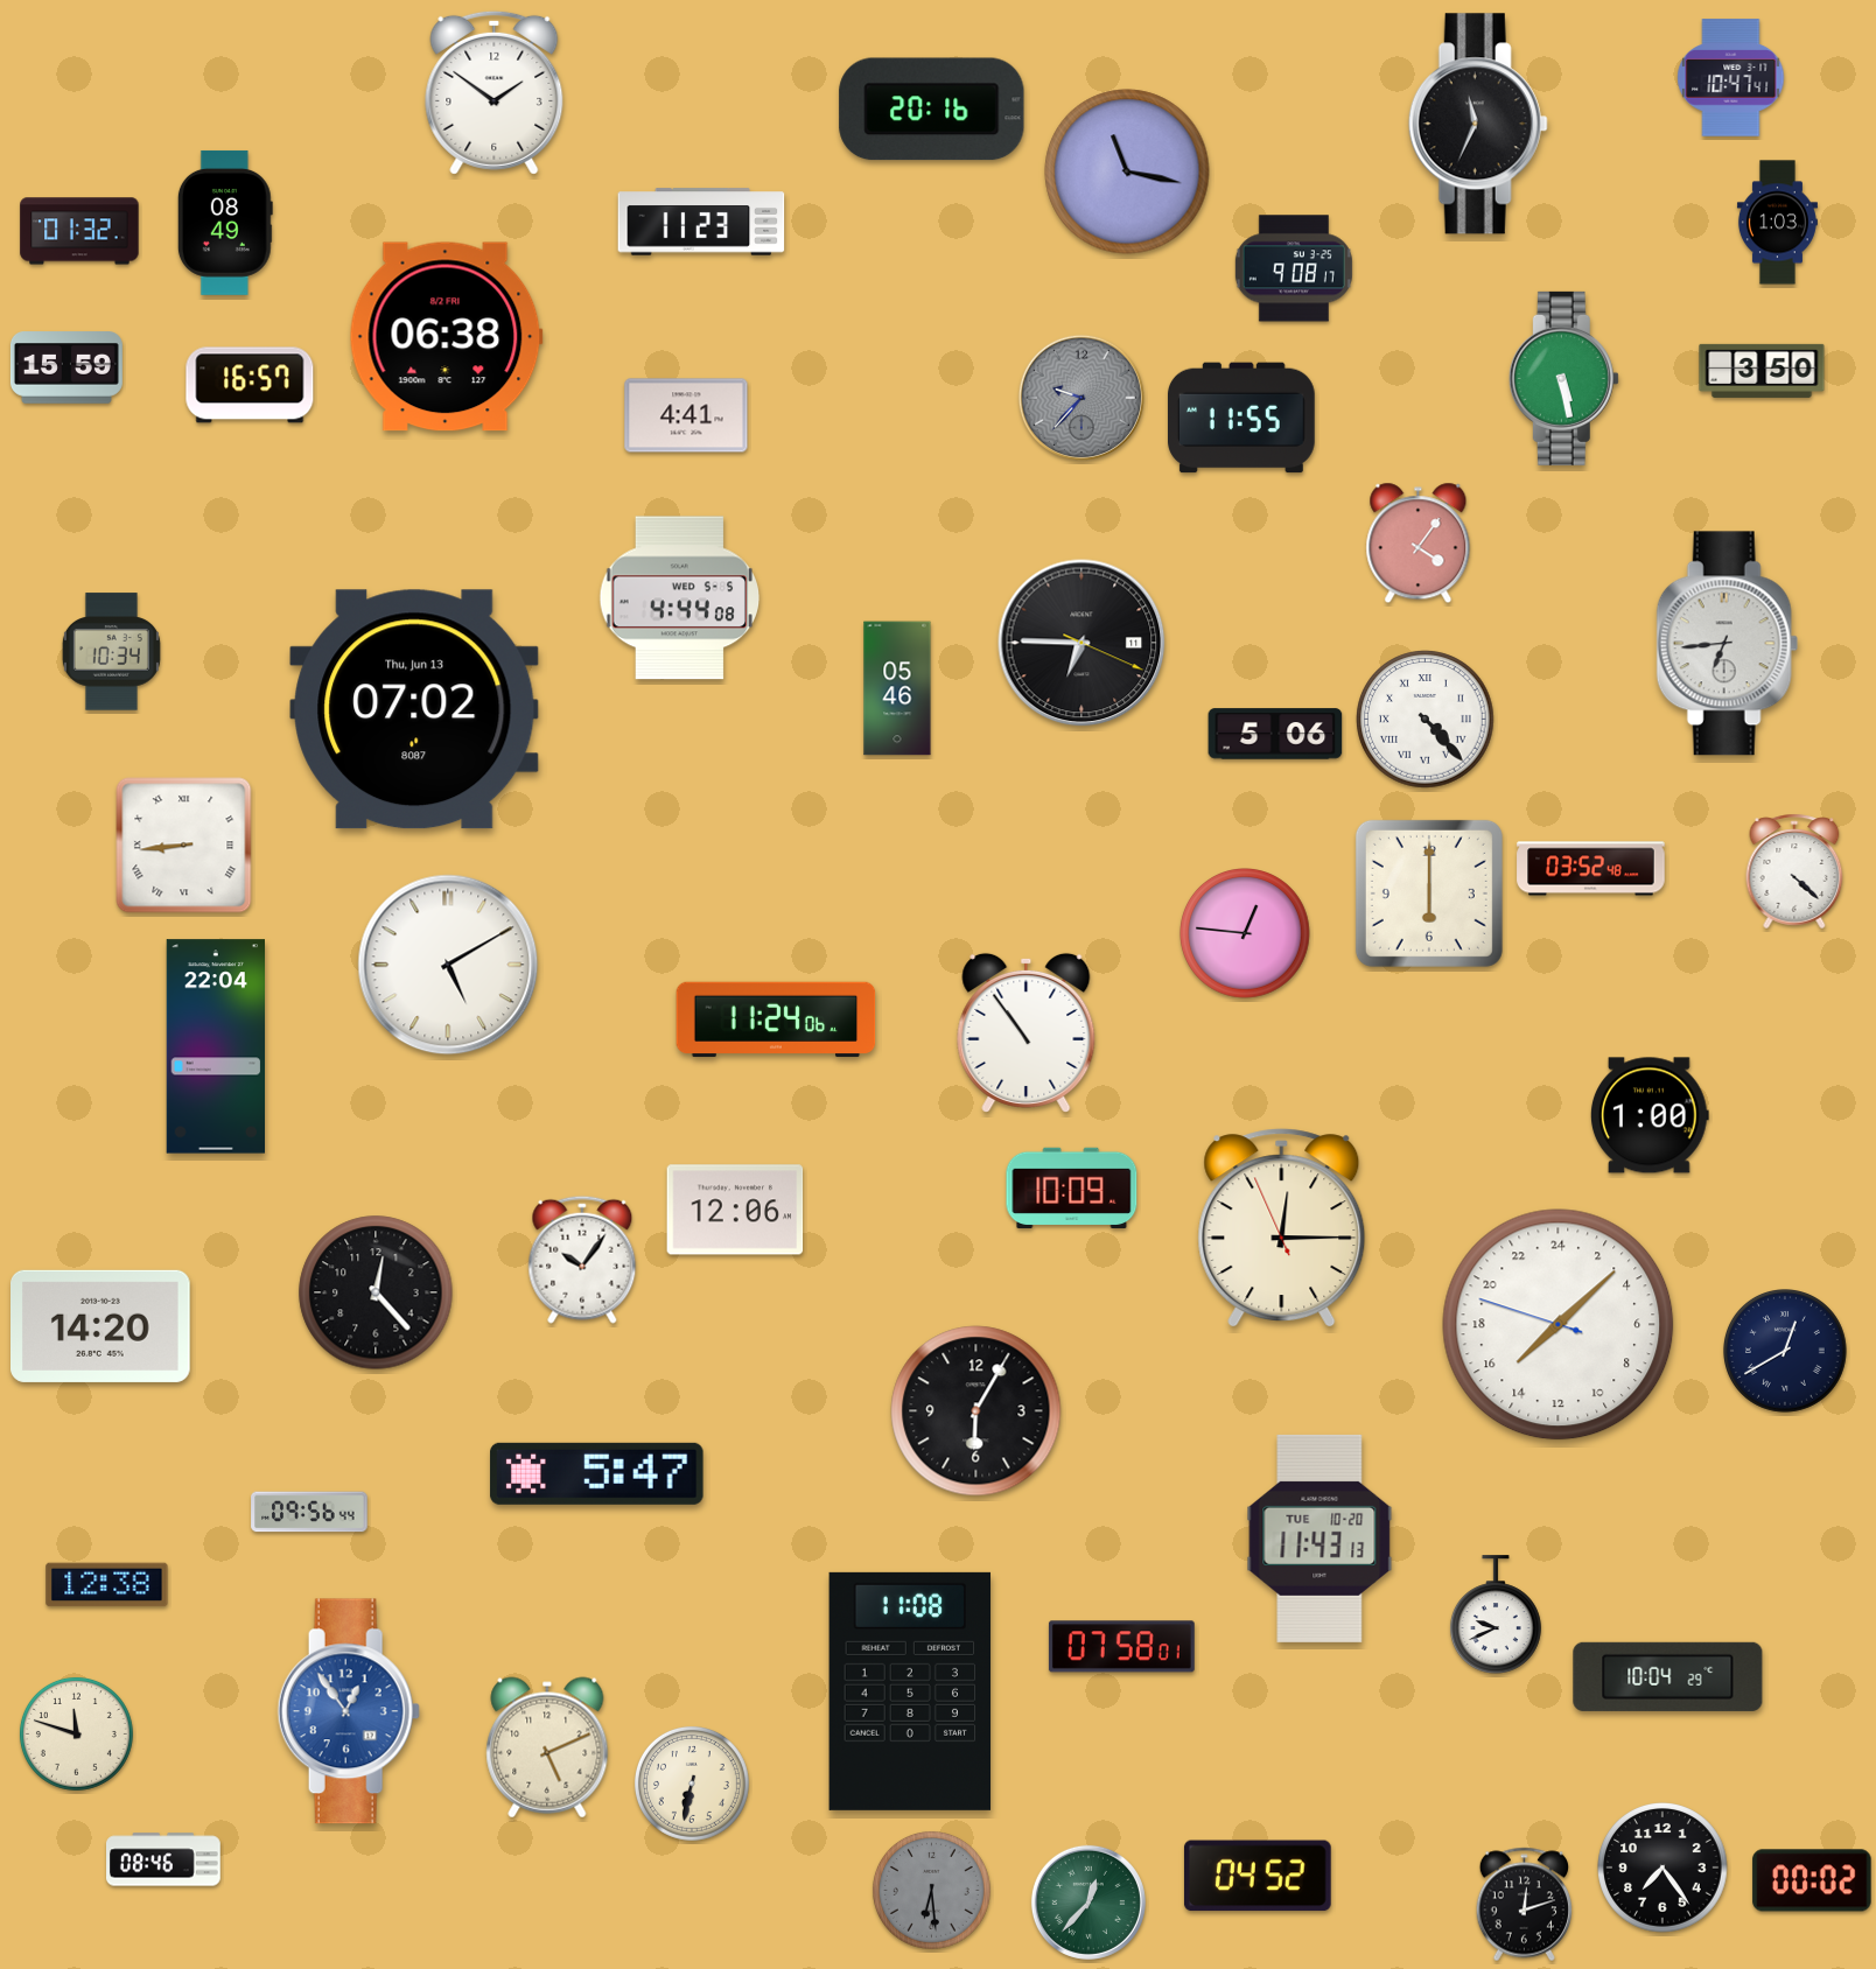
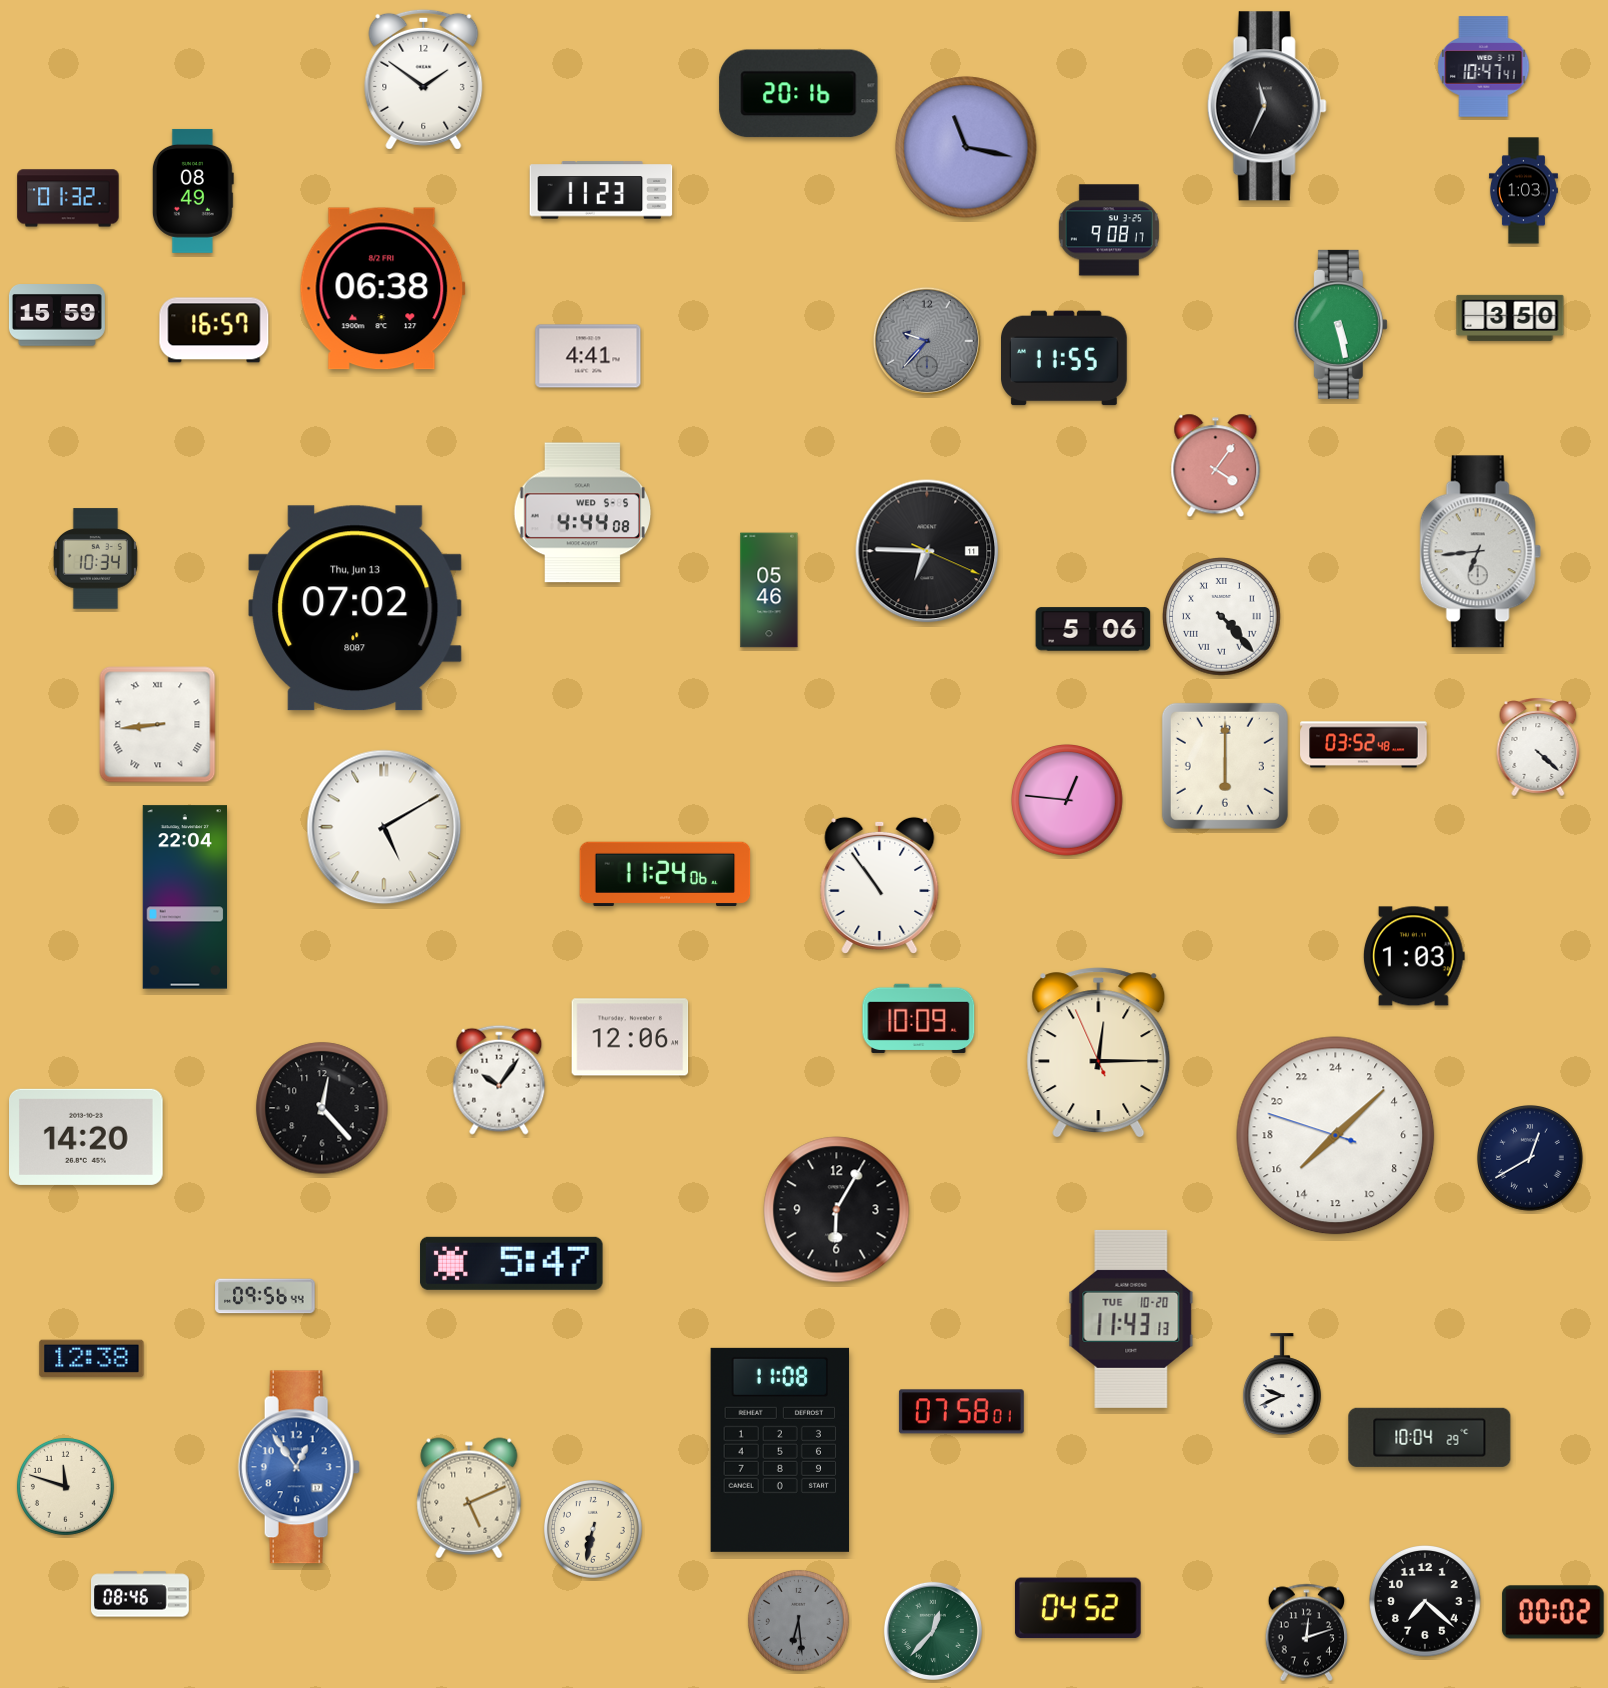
clock at (1651, 1115): 1:00 -> 1:03
clock at (1662, 1868): 7:24 -> 7:22
